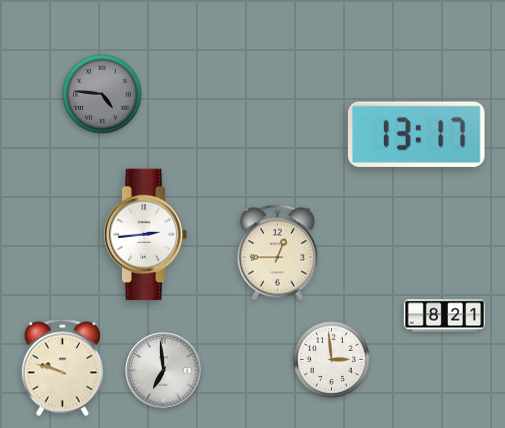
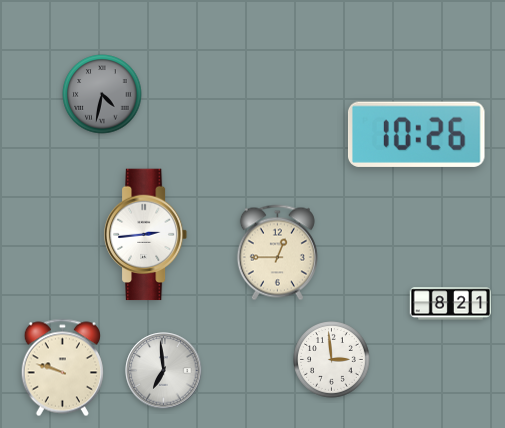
clock at (102, 94): 4:46 -> 4:32
clock at (416, 134): 13:17 -> 10:26
clock at (445, 316) position: (445, 316) -> (451, 304)
